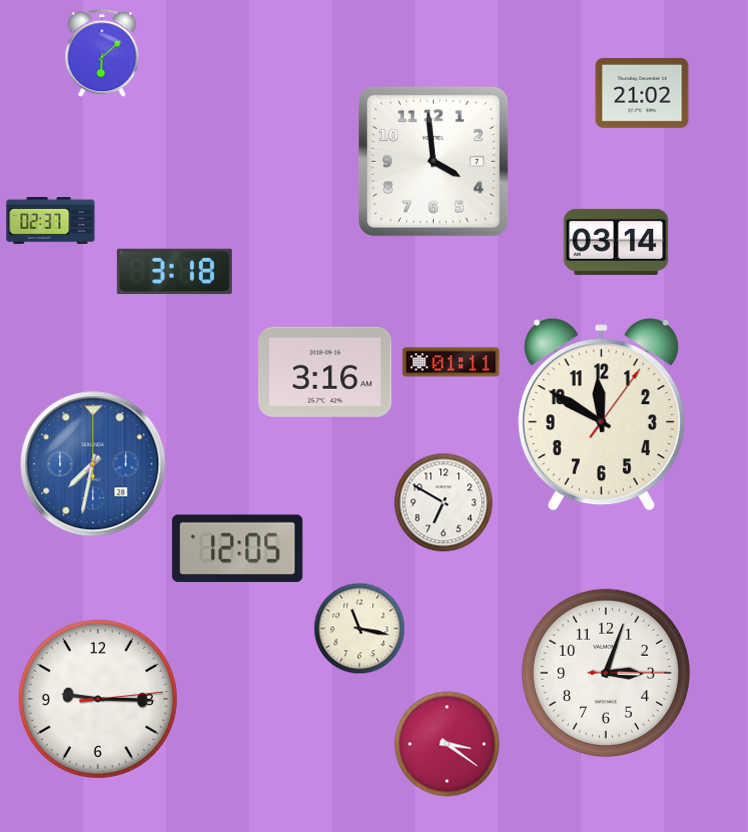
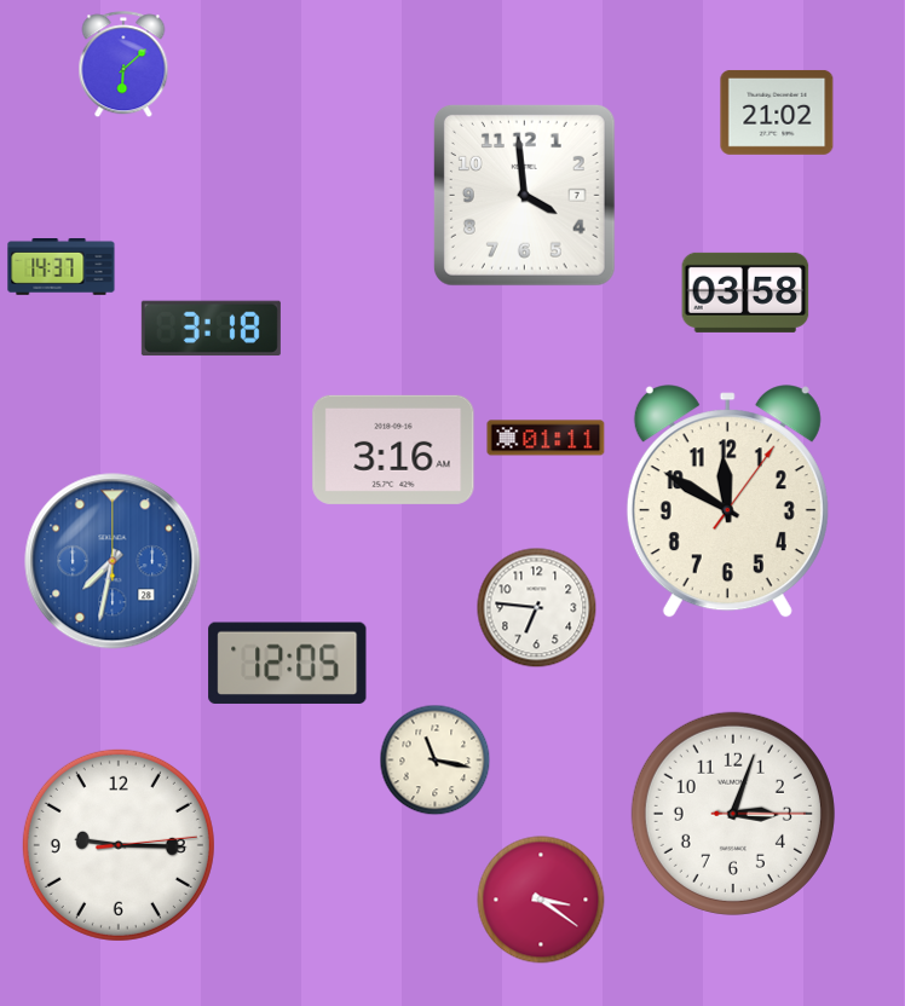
clock at (51, 221): 02:37 -> 14:37
clock at (616, 242): 03:14 -> 03:58
clock at (444, 503): 6:50 -> 6:46
